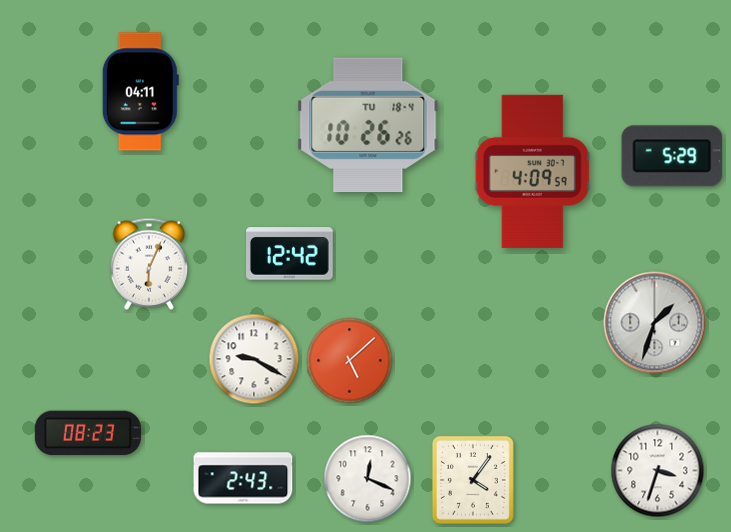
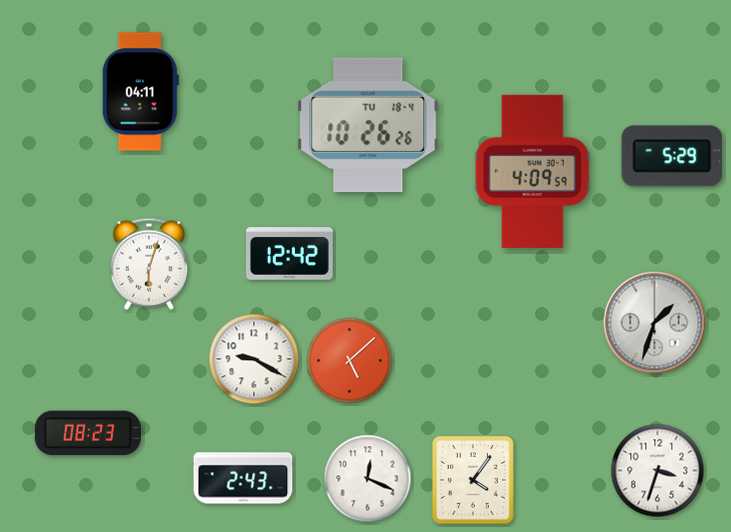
clock at (148, 264): 6:04 -> 6:03
